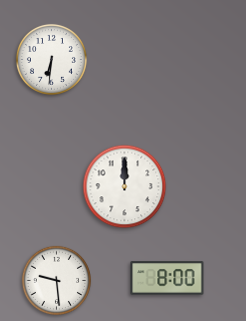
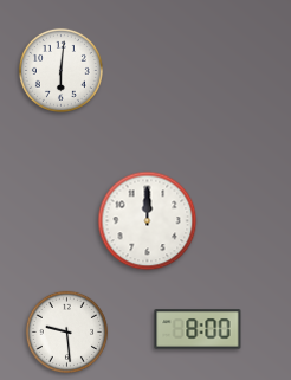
clock at (51, 59): 6:31 -> 6:01
